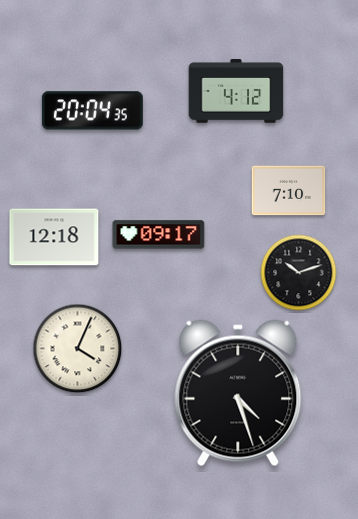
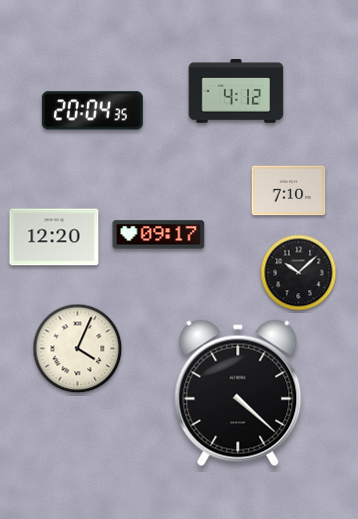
clock at (54, 237): 12:18 -> 12:20
clock at (299, 273): 10:12 -> 10:08
clock at (238, 393): 4:27 -> 4:22
